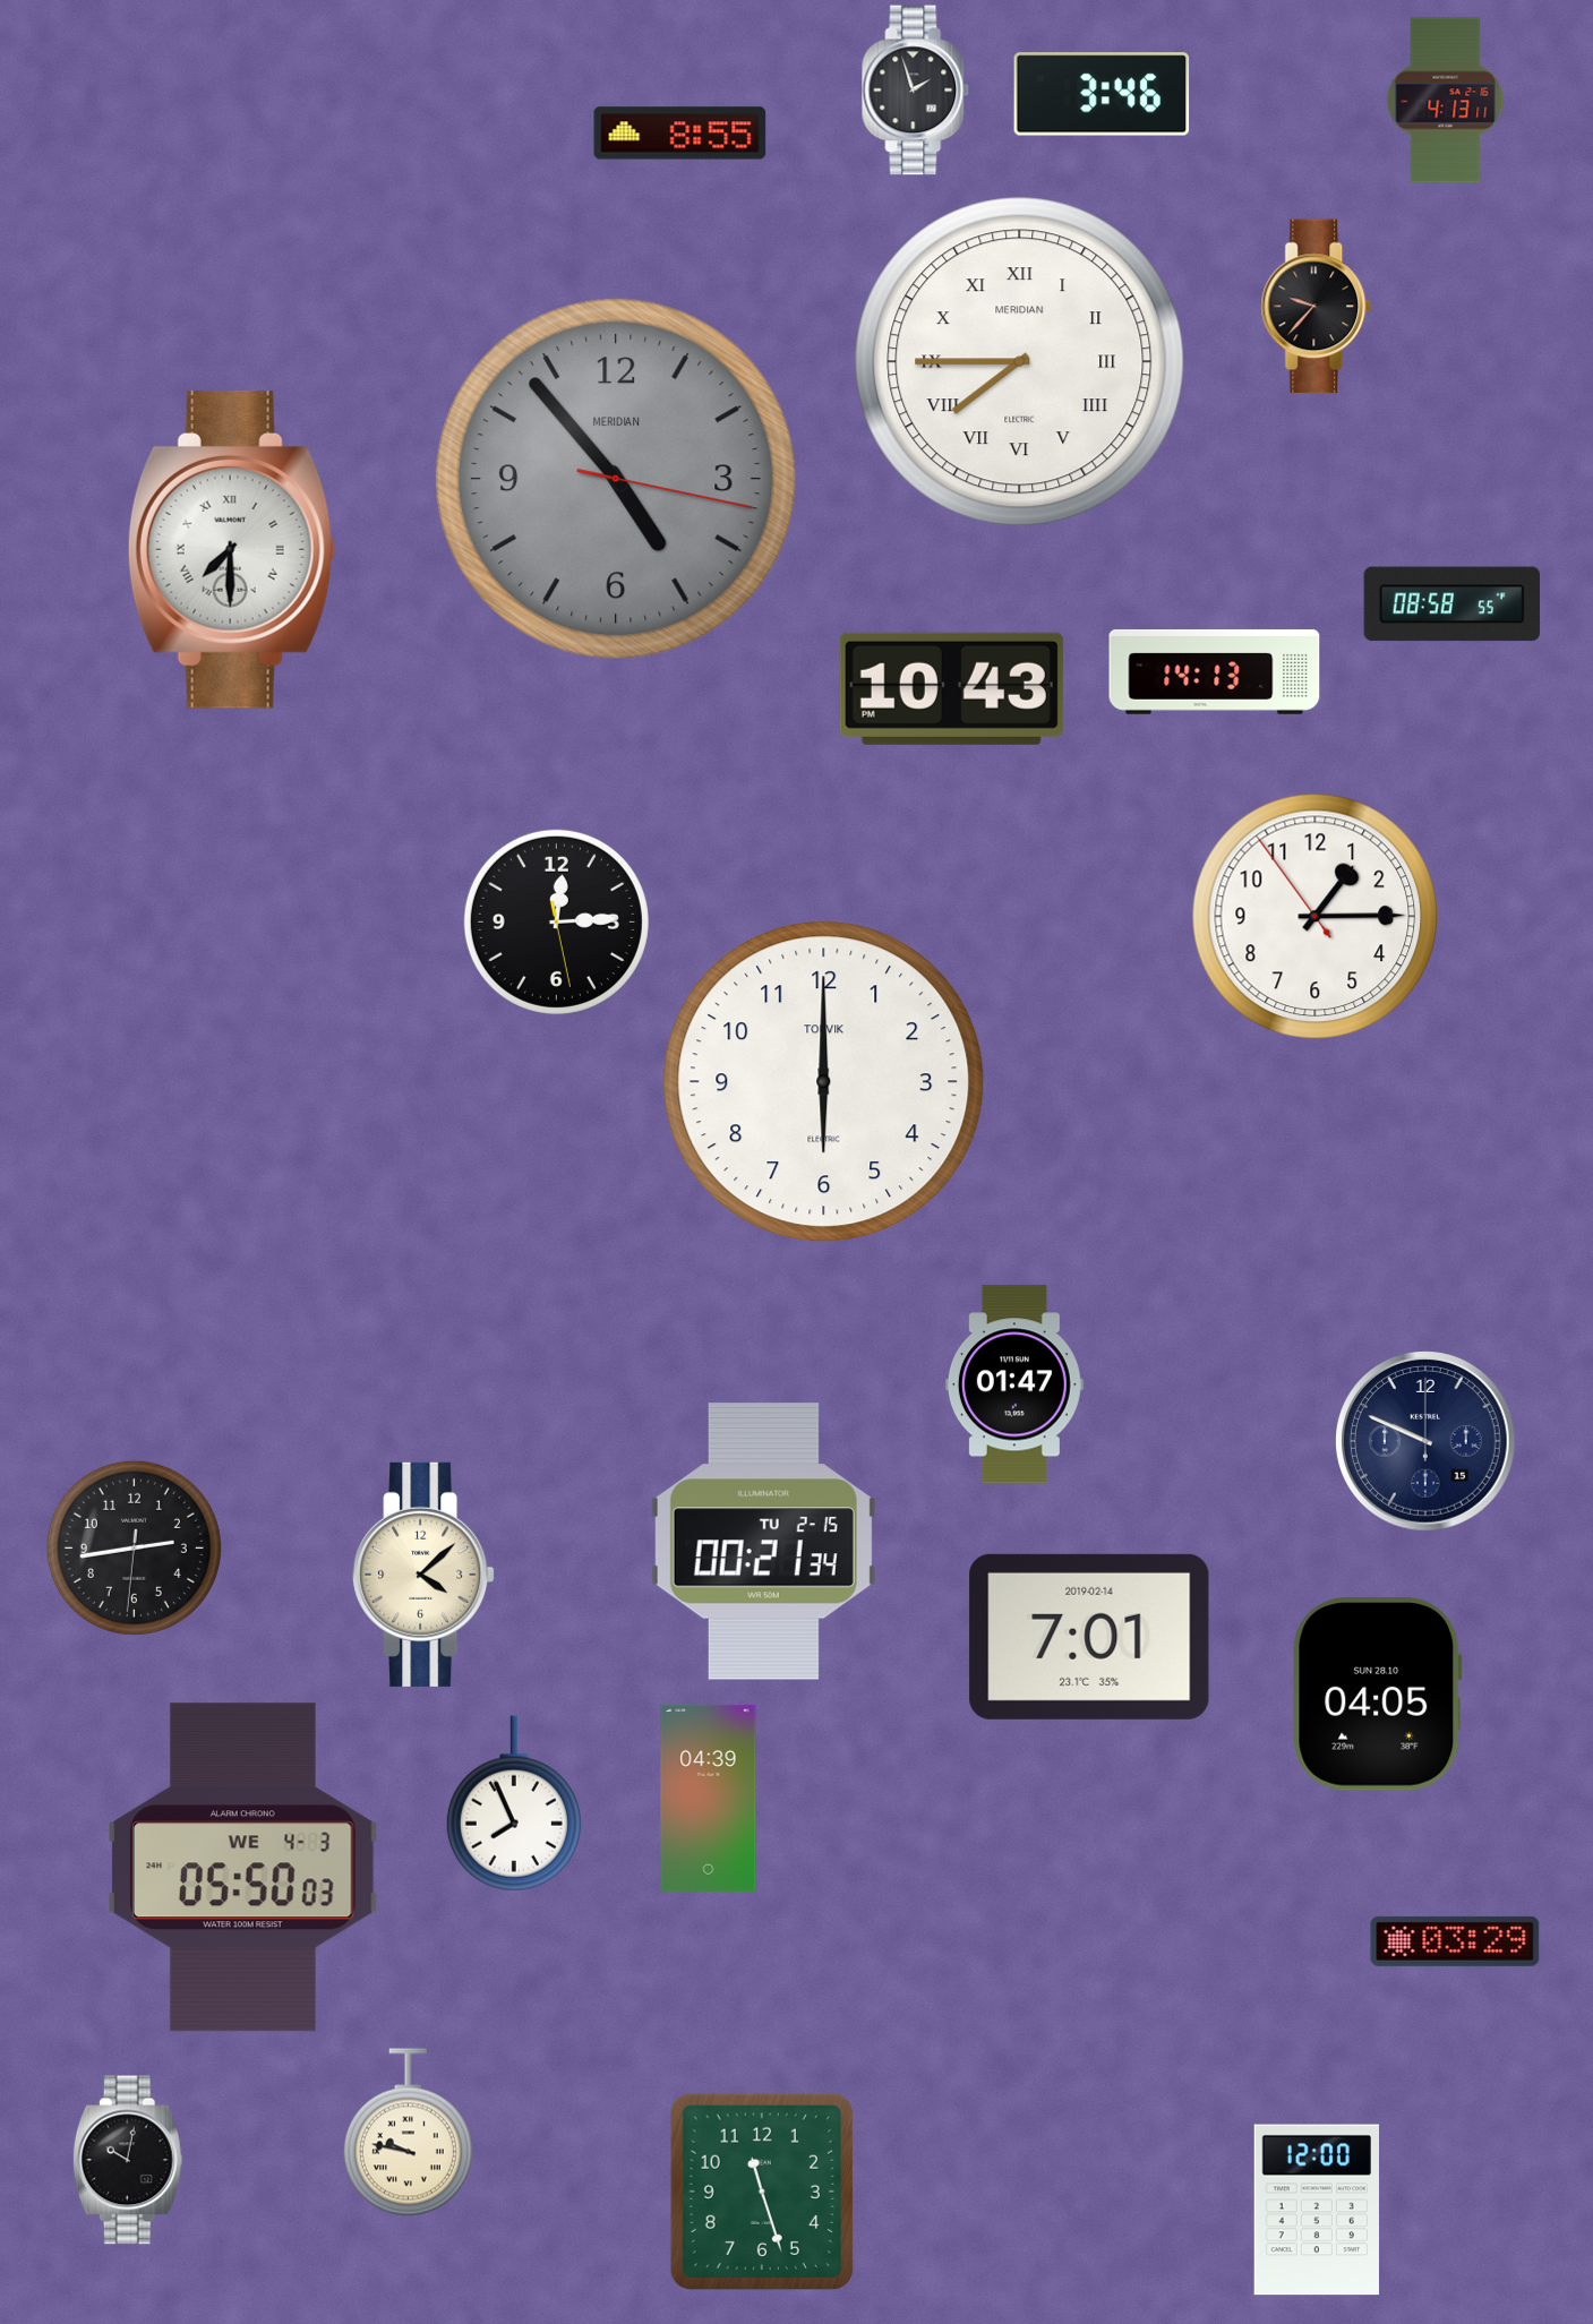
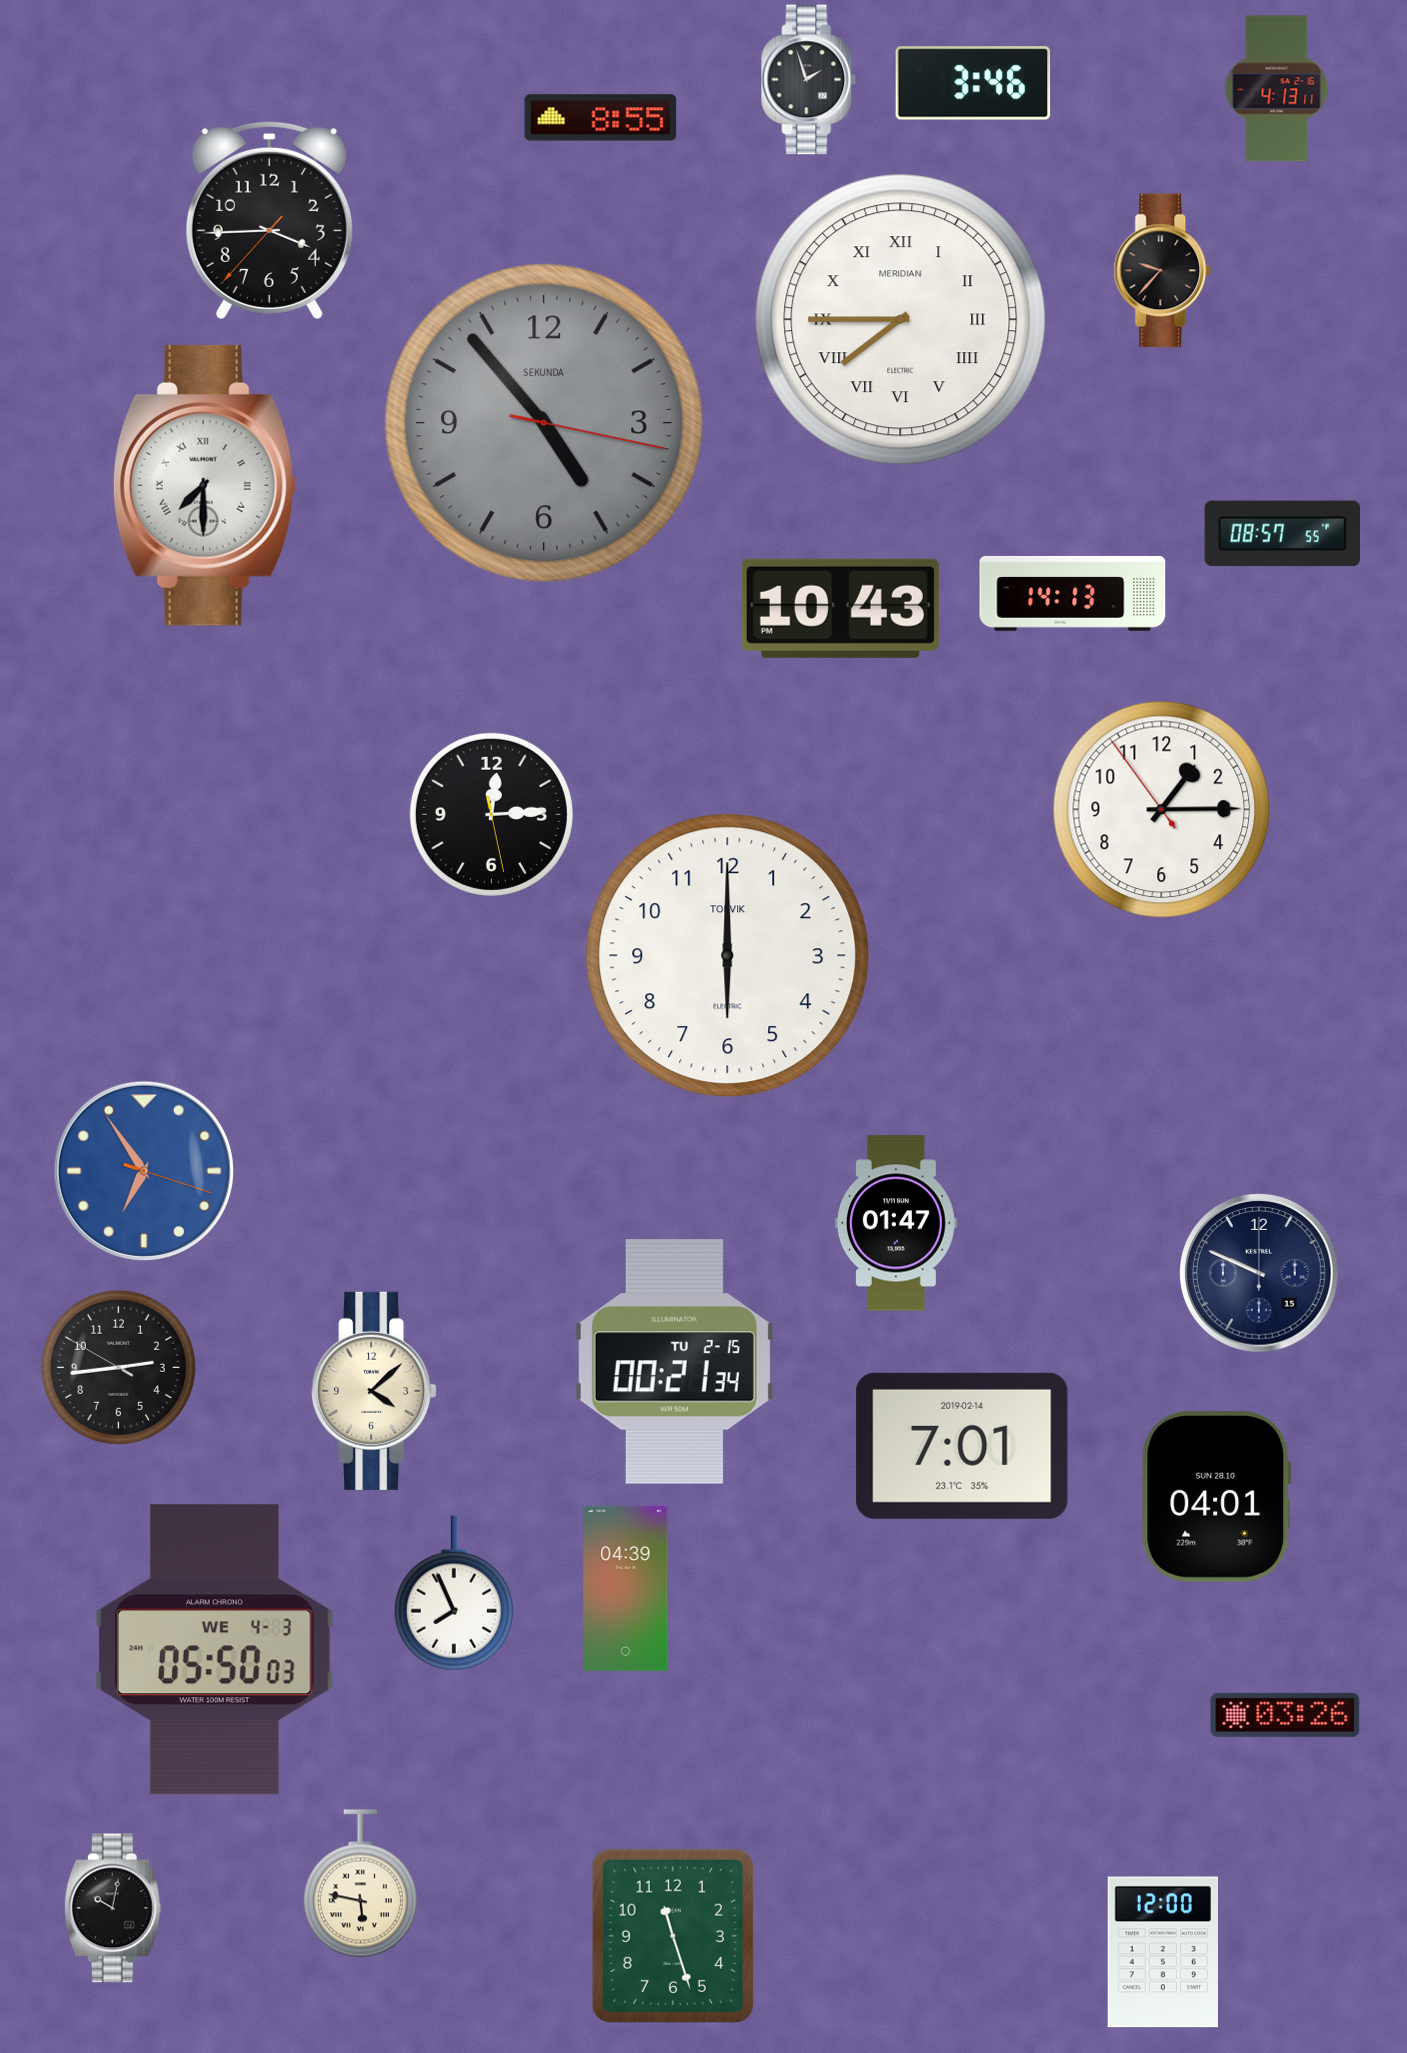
clock at (269, 220): none -> 3:44
clock at (616, 479) brand: MERIDIAN -> SEKUNDA
clock at (1453, 604): 08:58 -> 08:57
clock at (144, 1171): none -> 6:54
clock at (134, 1547): 2:43:31 -> 2:43:50
clock at (1378, 1695): 04:05 -> 04:01
clock at (1455, 1941): 03:29 -> 03:26
clock at (408, 2133): 9:47 -> 5:47
